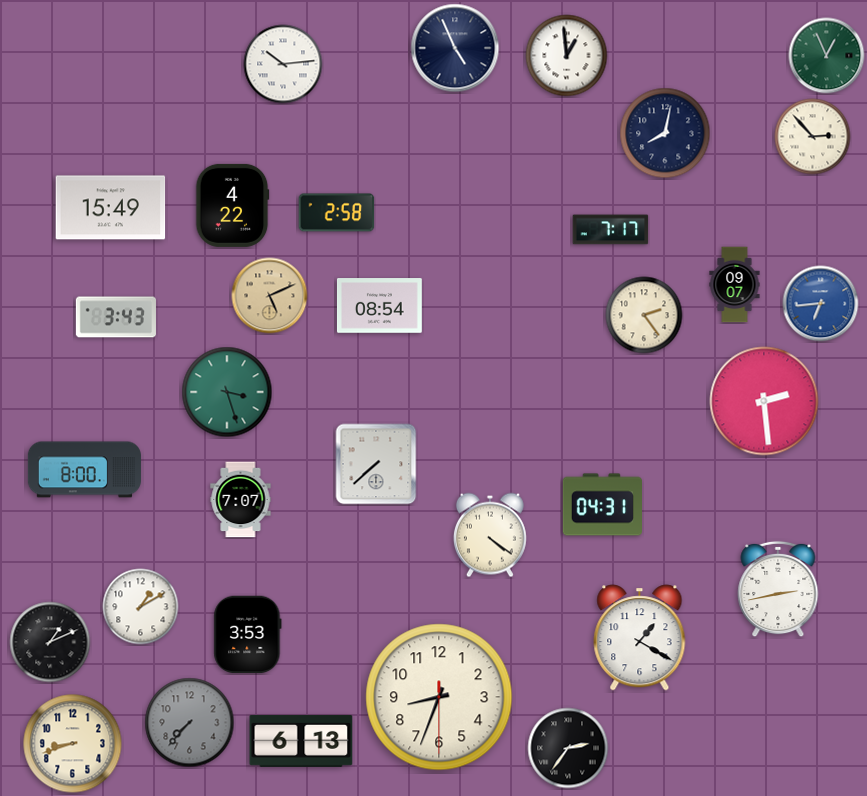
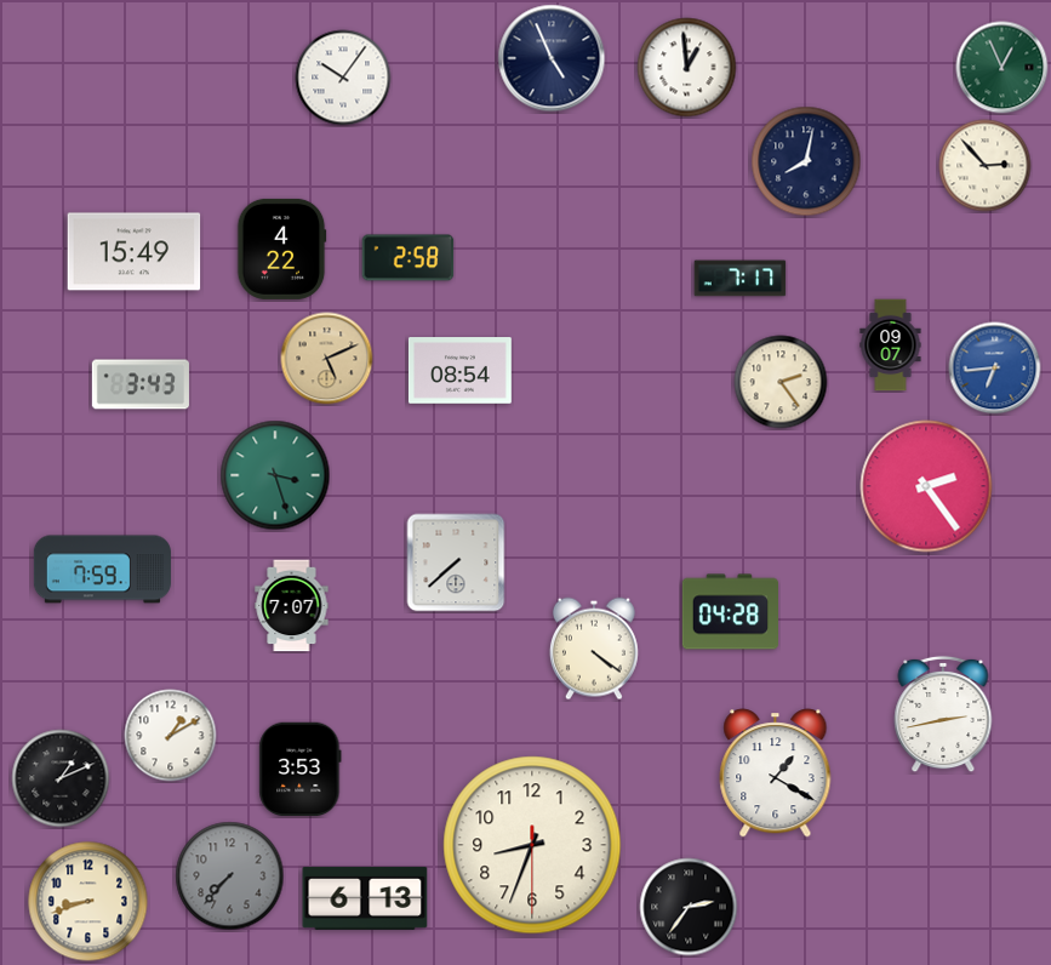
clock at (283, 64): 10:14 -> 10:06
clock at (764, 401): 2:29 -> 2:24
clock at (84, 470): 8:00 -> 7:59
clock at (602, 505): 04:31 -> 04:28
